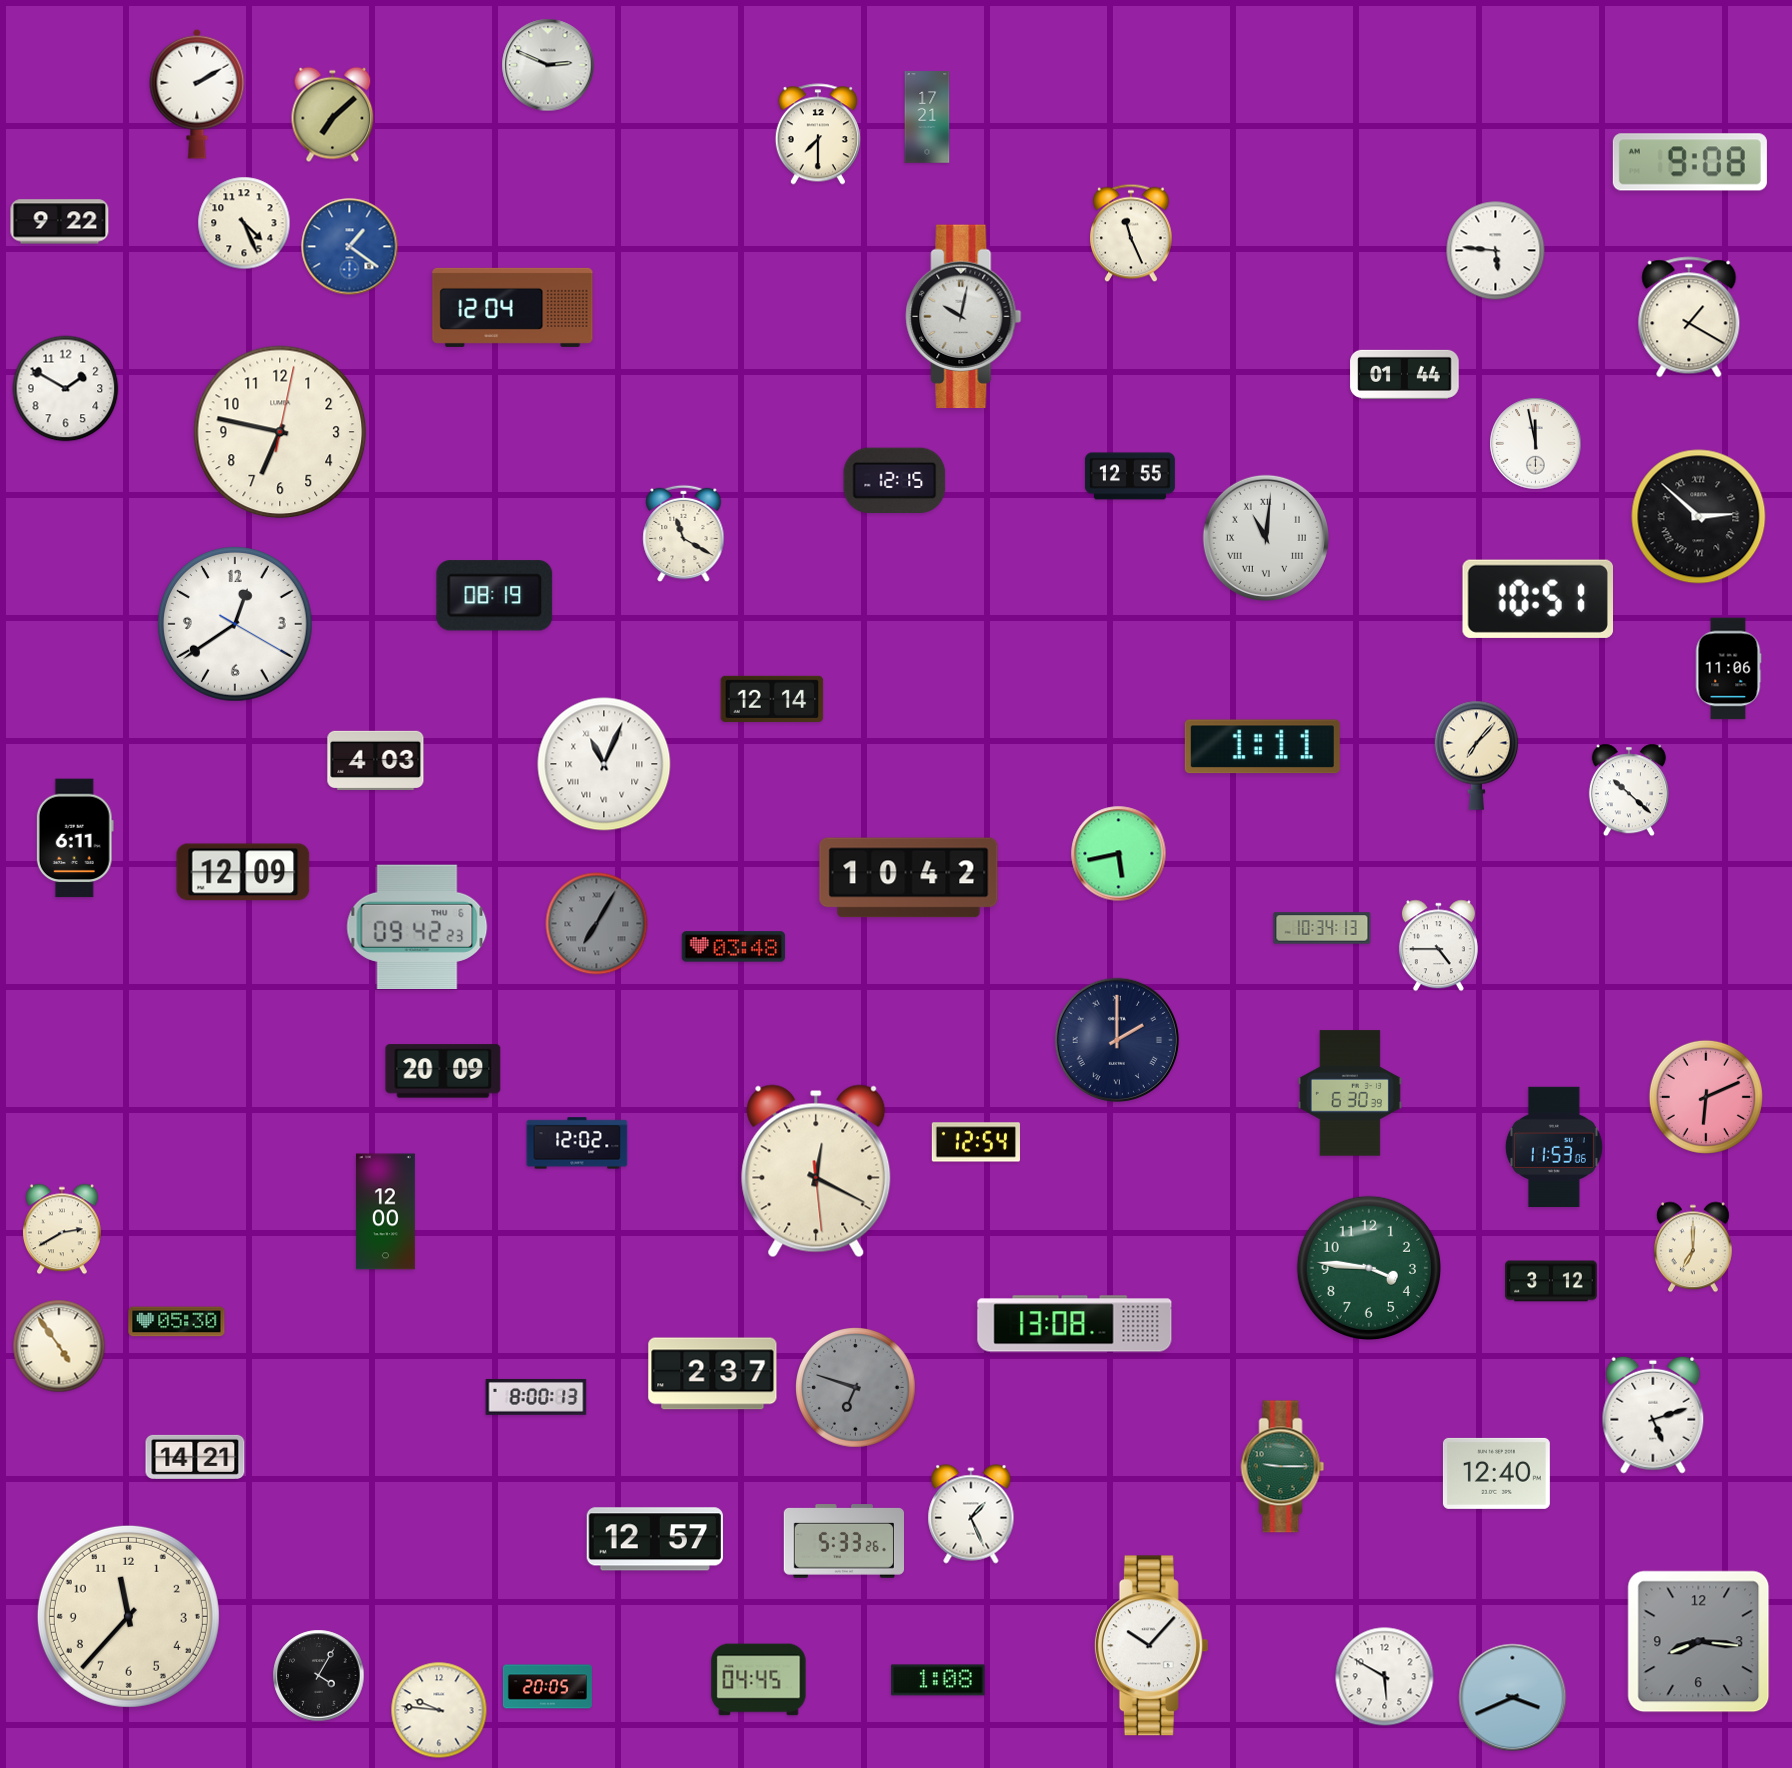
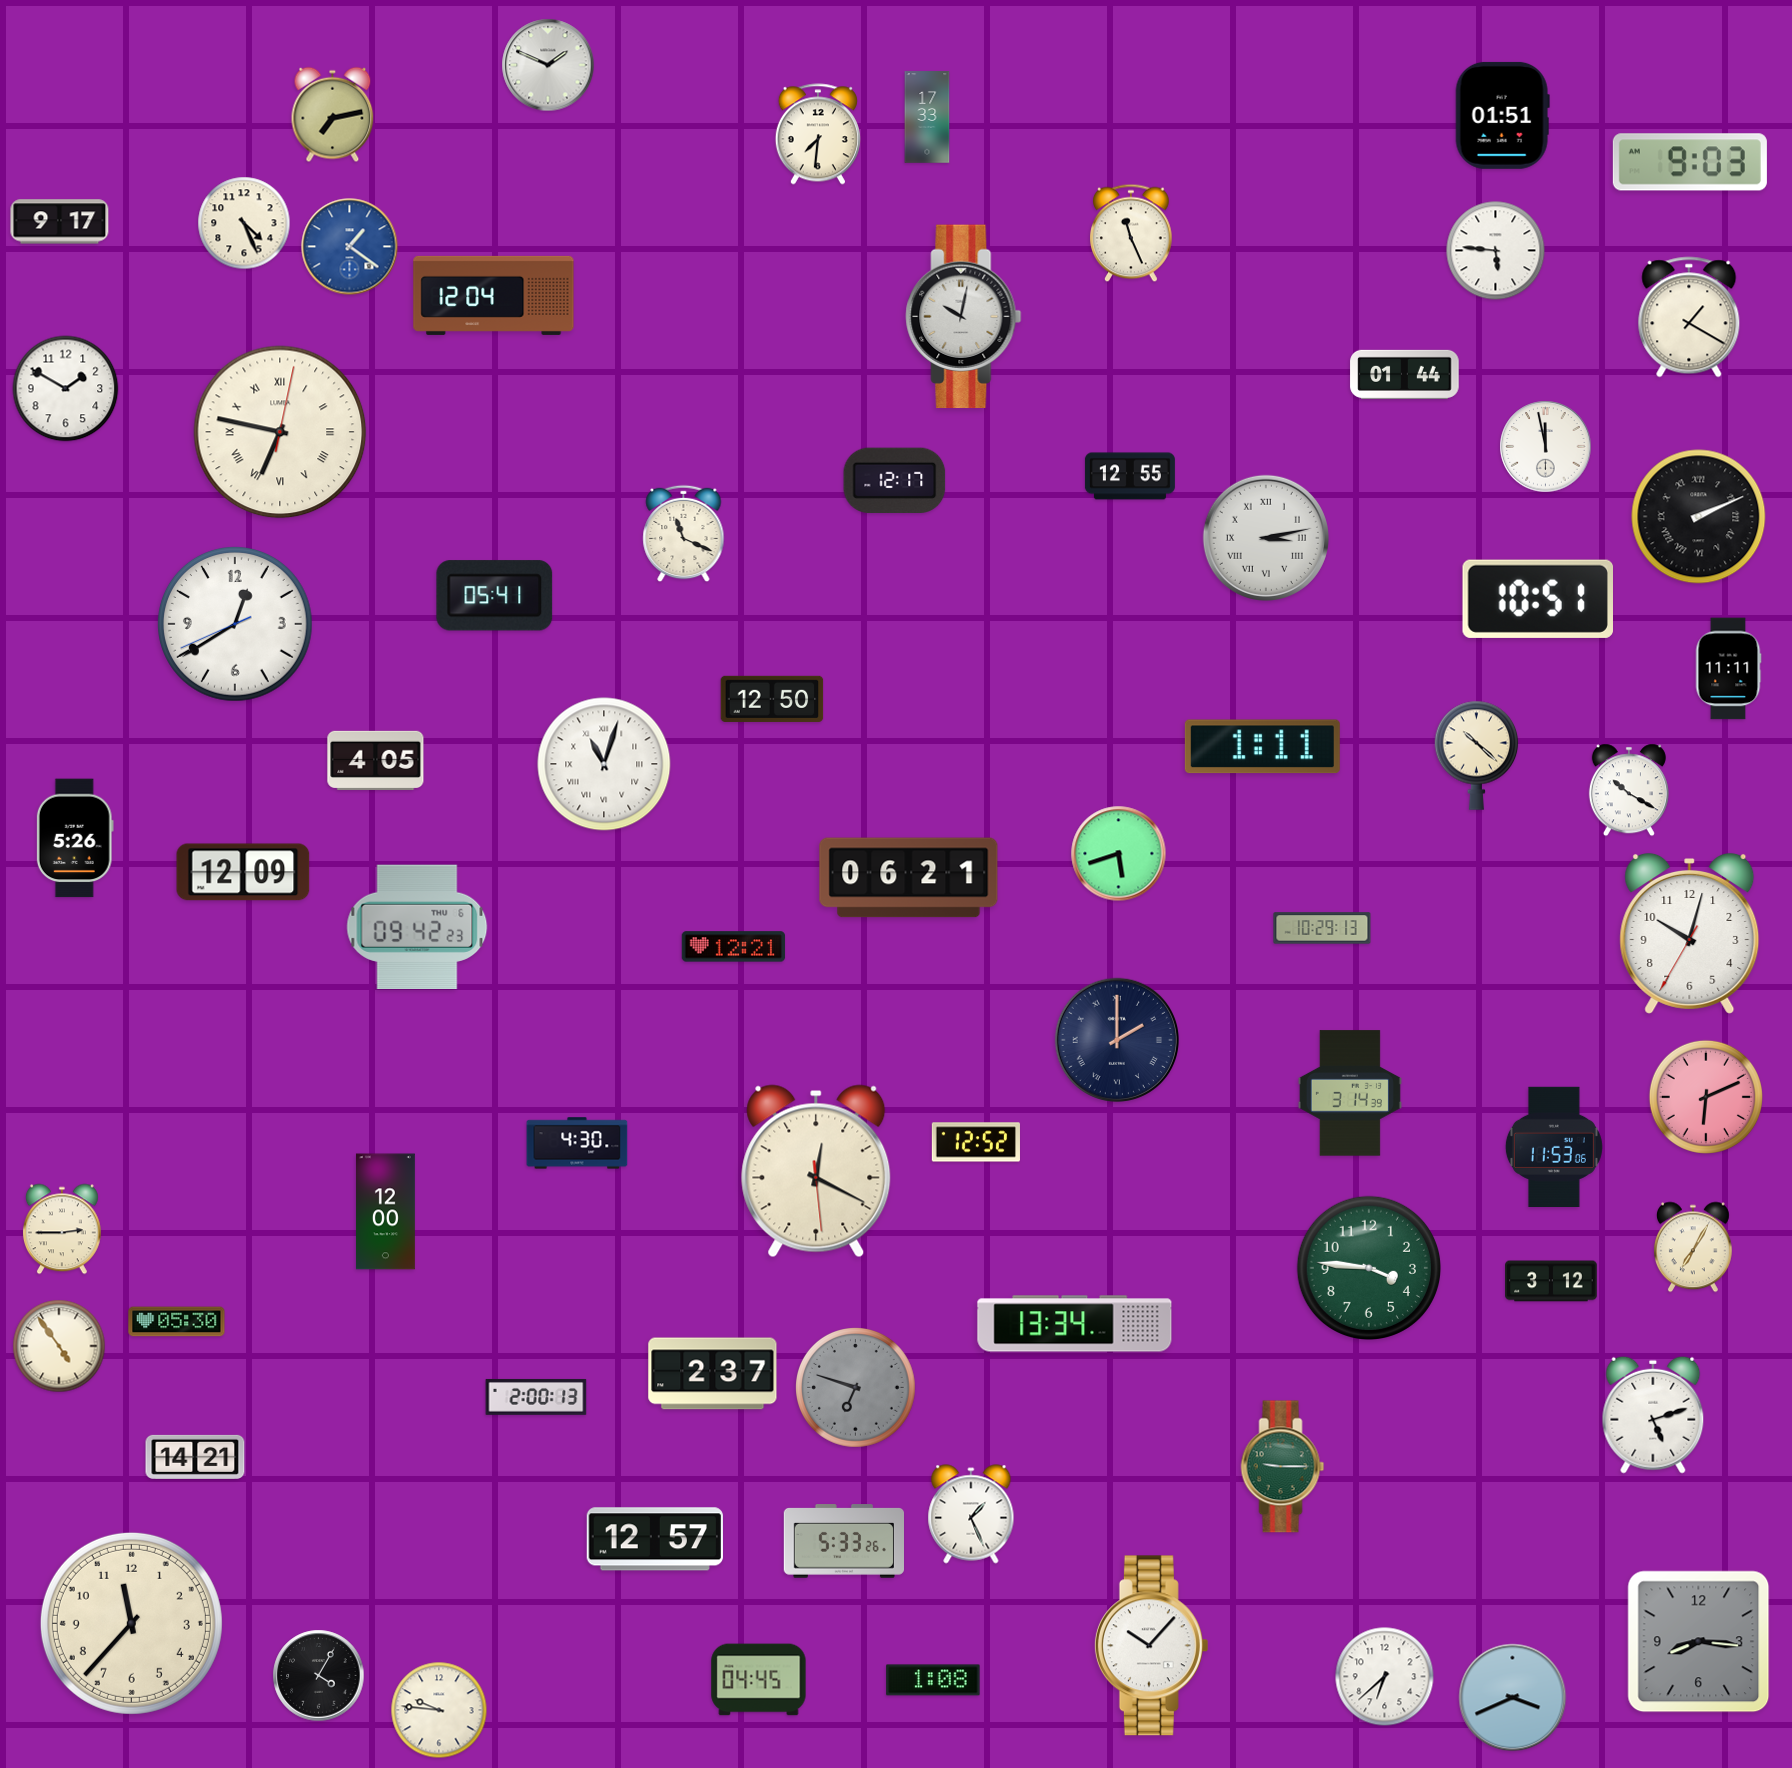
clock at (548, 65): 2:49 -> 1:49
clock at (197, 94): 2:10 -> none
clock at (333, 115): 7:08 -> 7:13
clock at (1502, 115): none -> 01:51
clock at (927, 117): 17:21 -> 17:33
clock at (818, 134): 7:30 -> 7:31
clock at (1690, 162): 9:08 -> 9:03
clock at (60, 222): 9:22 -> 9:17
clock at (513, 307) position: (513, 307) -> (494, 295)
clock at (280, 432) numerals: Arabic -> Roman
clock at (1536, 444) position: (1536, 444) -> (1546, 447)
clock at (895, 480): 12:15 -> 12:17
clock at (1699, 517): 2:52 -> 2:11
clock at (684, 534): 11:20 -> 11:19
clock at (1266, 538): 11:01 -> 3:13
clock at (495, 596): 08:19 -> 05:41
clock at (236, 625): 12:39:20 -> 12:39:41
clock at (1728, 669): 11:06 -> 11:11
clock at (772, 699): 12:14 -> 12:50
clock at (1477, 755): 7:07 -> 10:22
clock at (376, 760): 4:03 -> 4:05
clock at (604, 764): 11:04 -> 11:03
clock at (1629, 790): 10:22 -> 10:20
clock at (75, 838): 6:11 -> 5:26
clock at (1119, 854): 5:43 -> 5:42
clock at (909, 878): 10:42 -> 06:21
clock at (597, 924): 7:05 -> none
clock at (1322, 928): 10:34 -> 10:29
clock at (1690, 933): none -> 10:02
clock at (1438, 946): 4:45 -> none
clock at (734, 947): 03:48 -> 12:21
clock at (443, 1071): 20:09 -> none
clock at (1350, 1093): 6:30 -> 3:14
clock at (976, 1142): 12:54 -> 12:52
clock at (577, 1143): 12:02 -> 4:30
clock at (62, 1229): 2:40 -> 2:45
clock at (1693, 1247): 7:00 -> 7:05
clock at (1075, 1324): 13:08 -> 13:34
clock at (536, 1397): 8:00 -> 2:00
clock at (1496, 1473): 12:40 -> none
clock at (128, 1616) position: (128, 1616) -> (131, 1623)
clock at (1385, 1677): 5:50 -> 6:38
clock at (938, 1680) position: (938, 1680) -> (933, 1680)
clock at (547, 1687): 20:05 -> none
